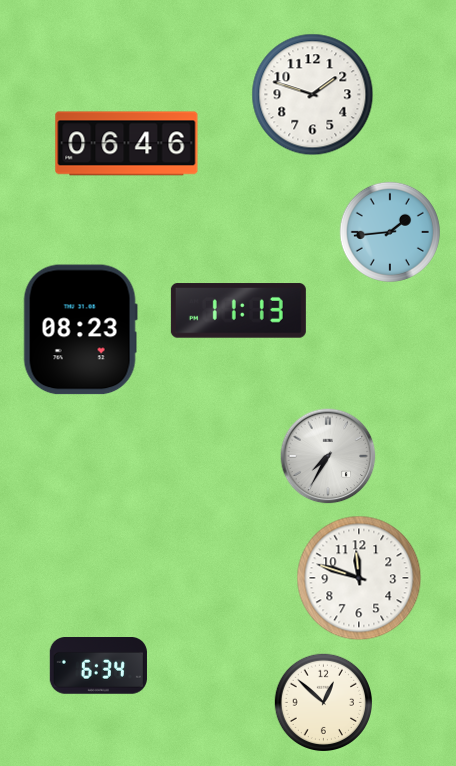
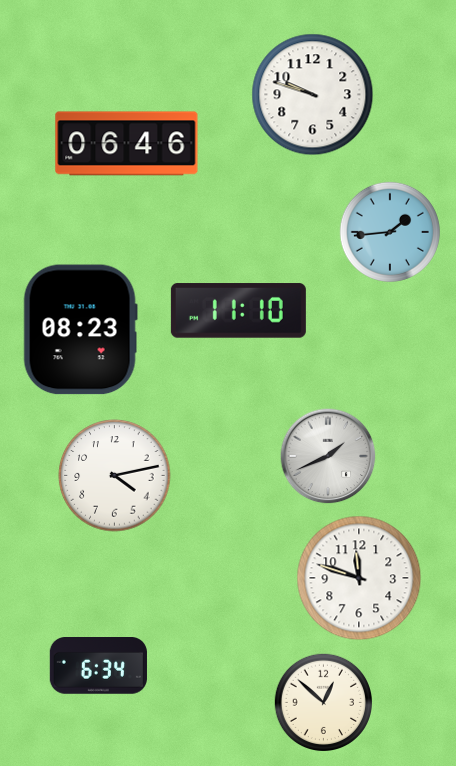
clock at (313, 95): 1:48 -> 9:48
clock at (238, 311): 11:13 -> 11:10
clock at (328, 456): 7:35 -> 1:41
clock at (115, 476): none -> 4:13
